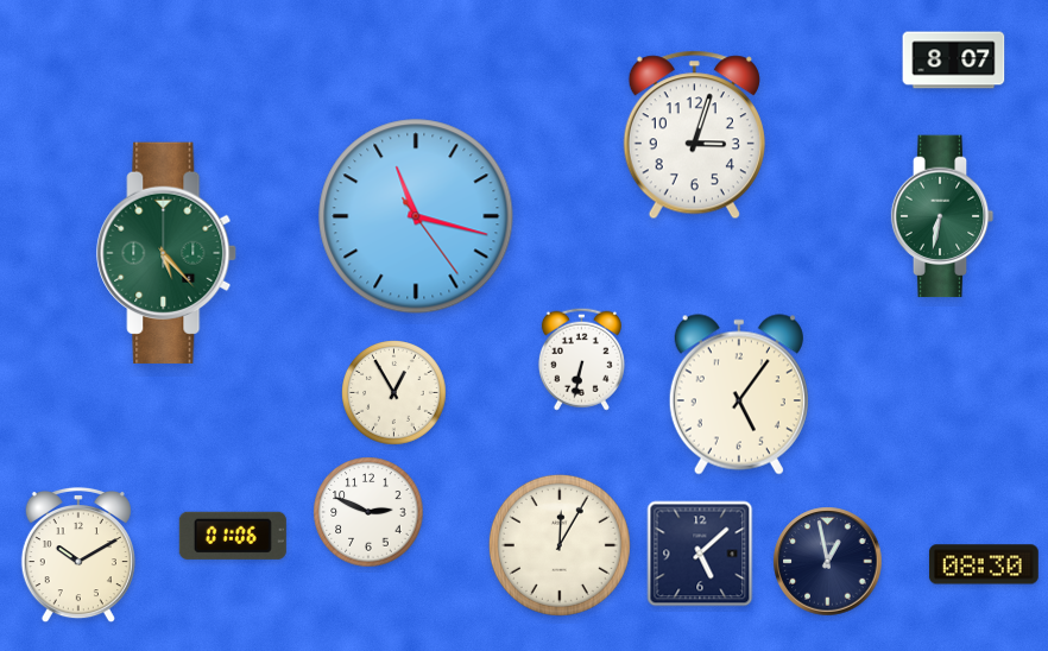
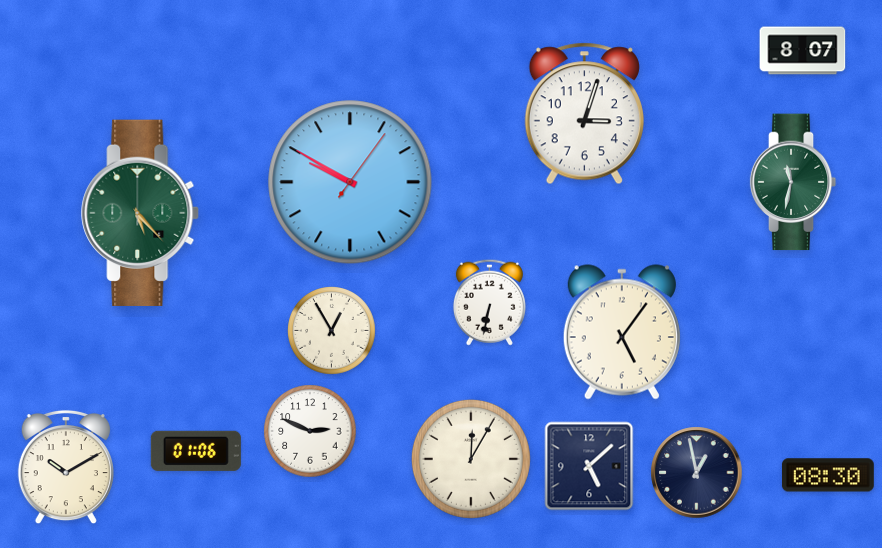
clock at (416, 216): 11:17 -> 9:50
clock at (942, 216): 6:32 -> 11:32
